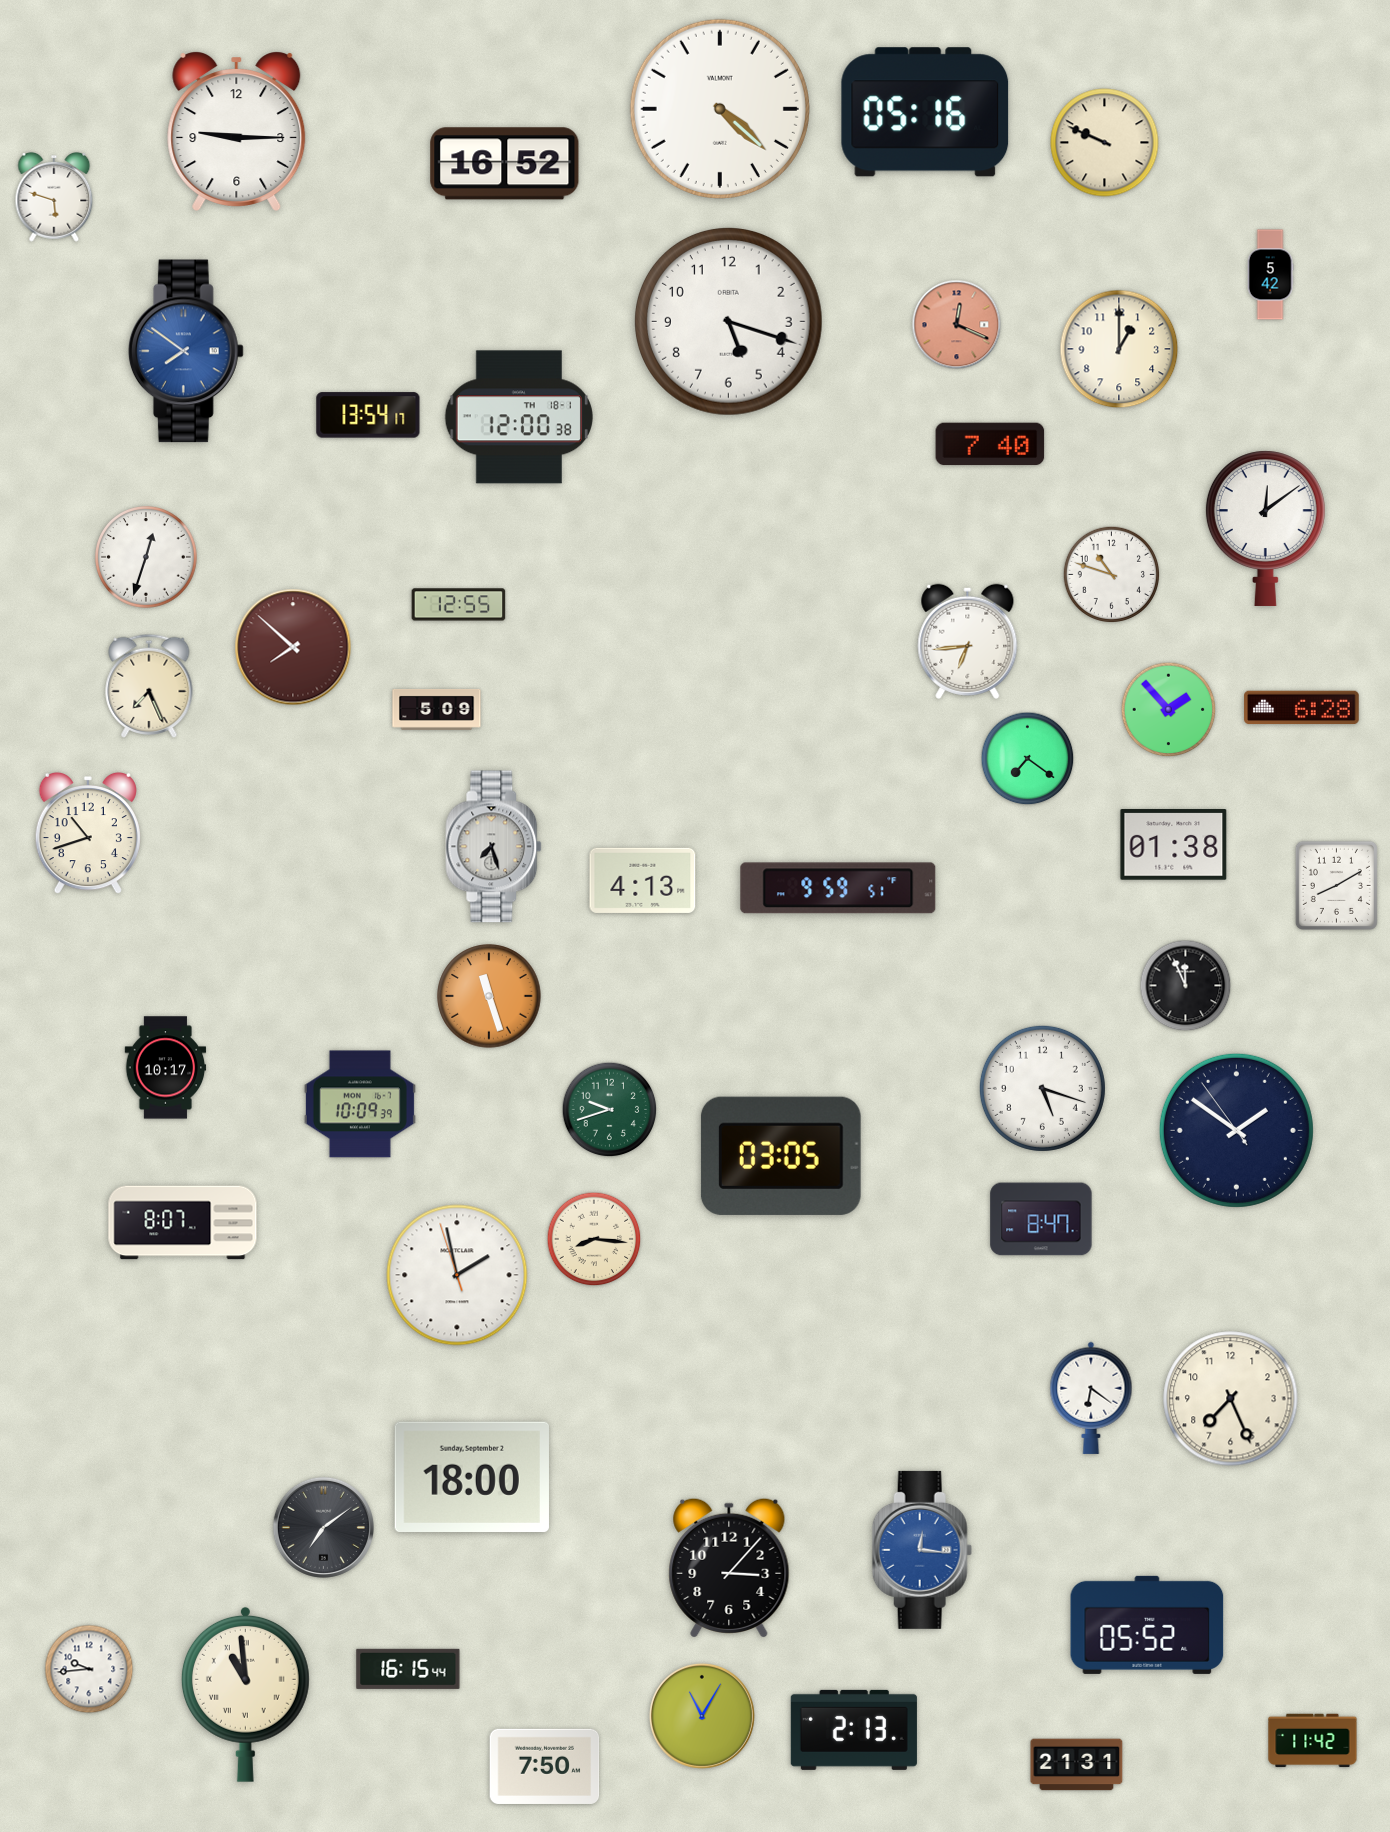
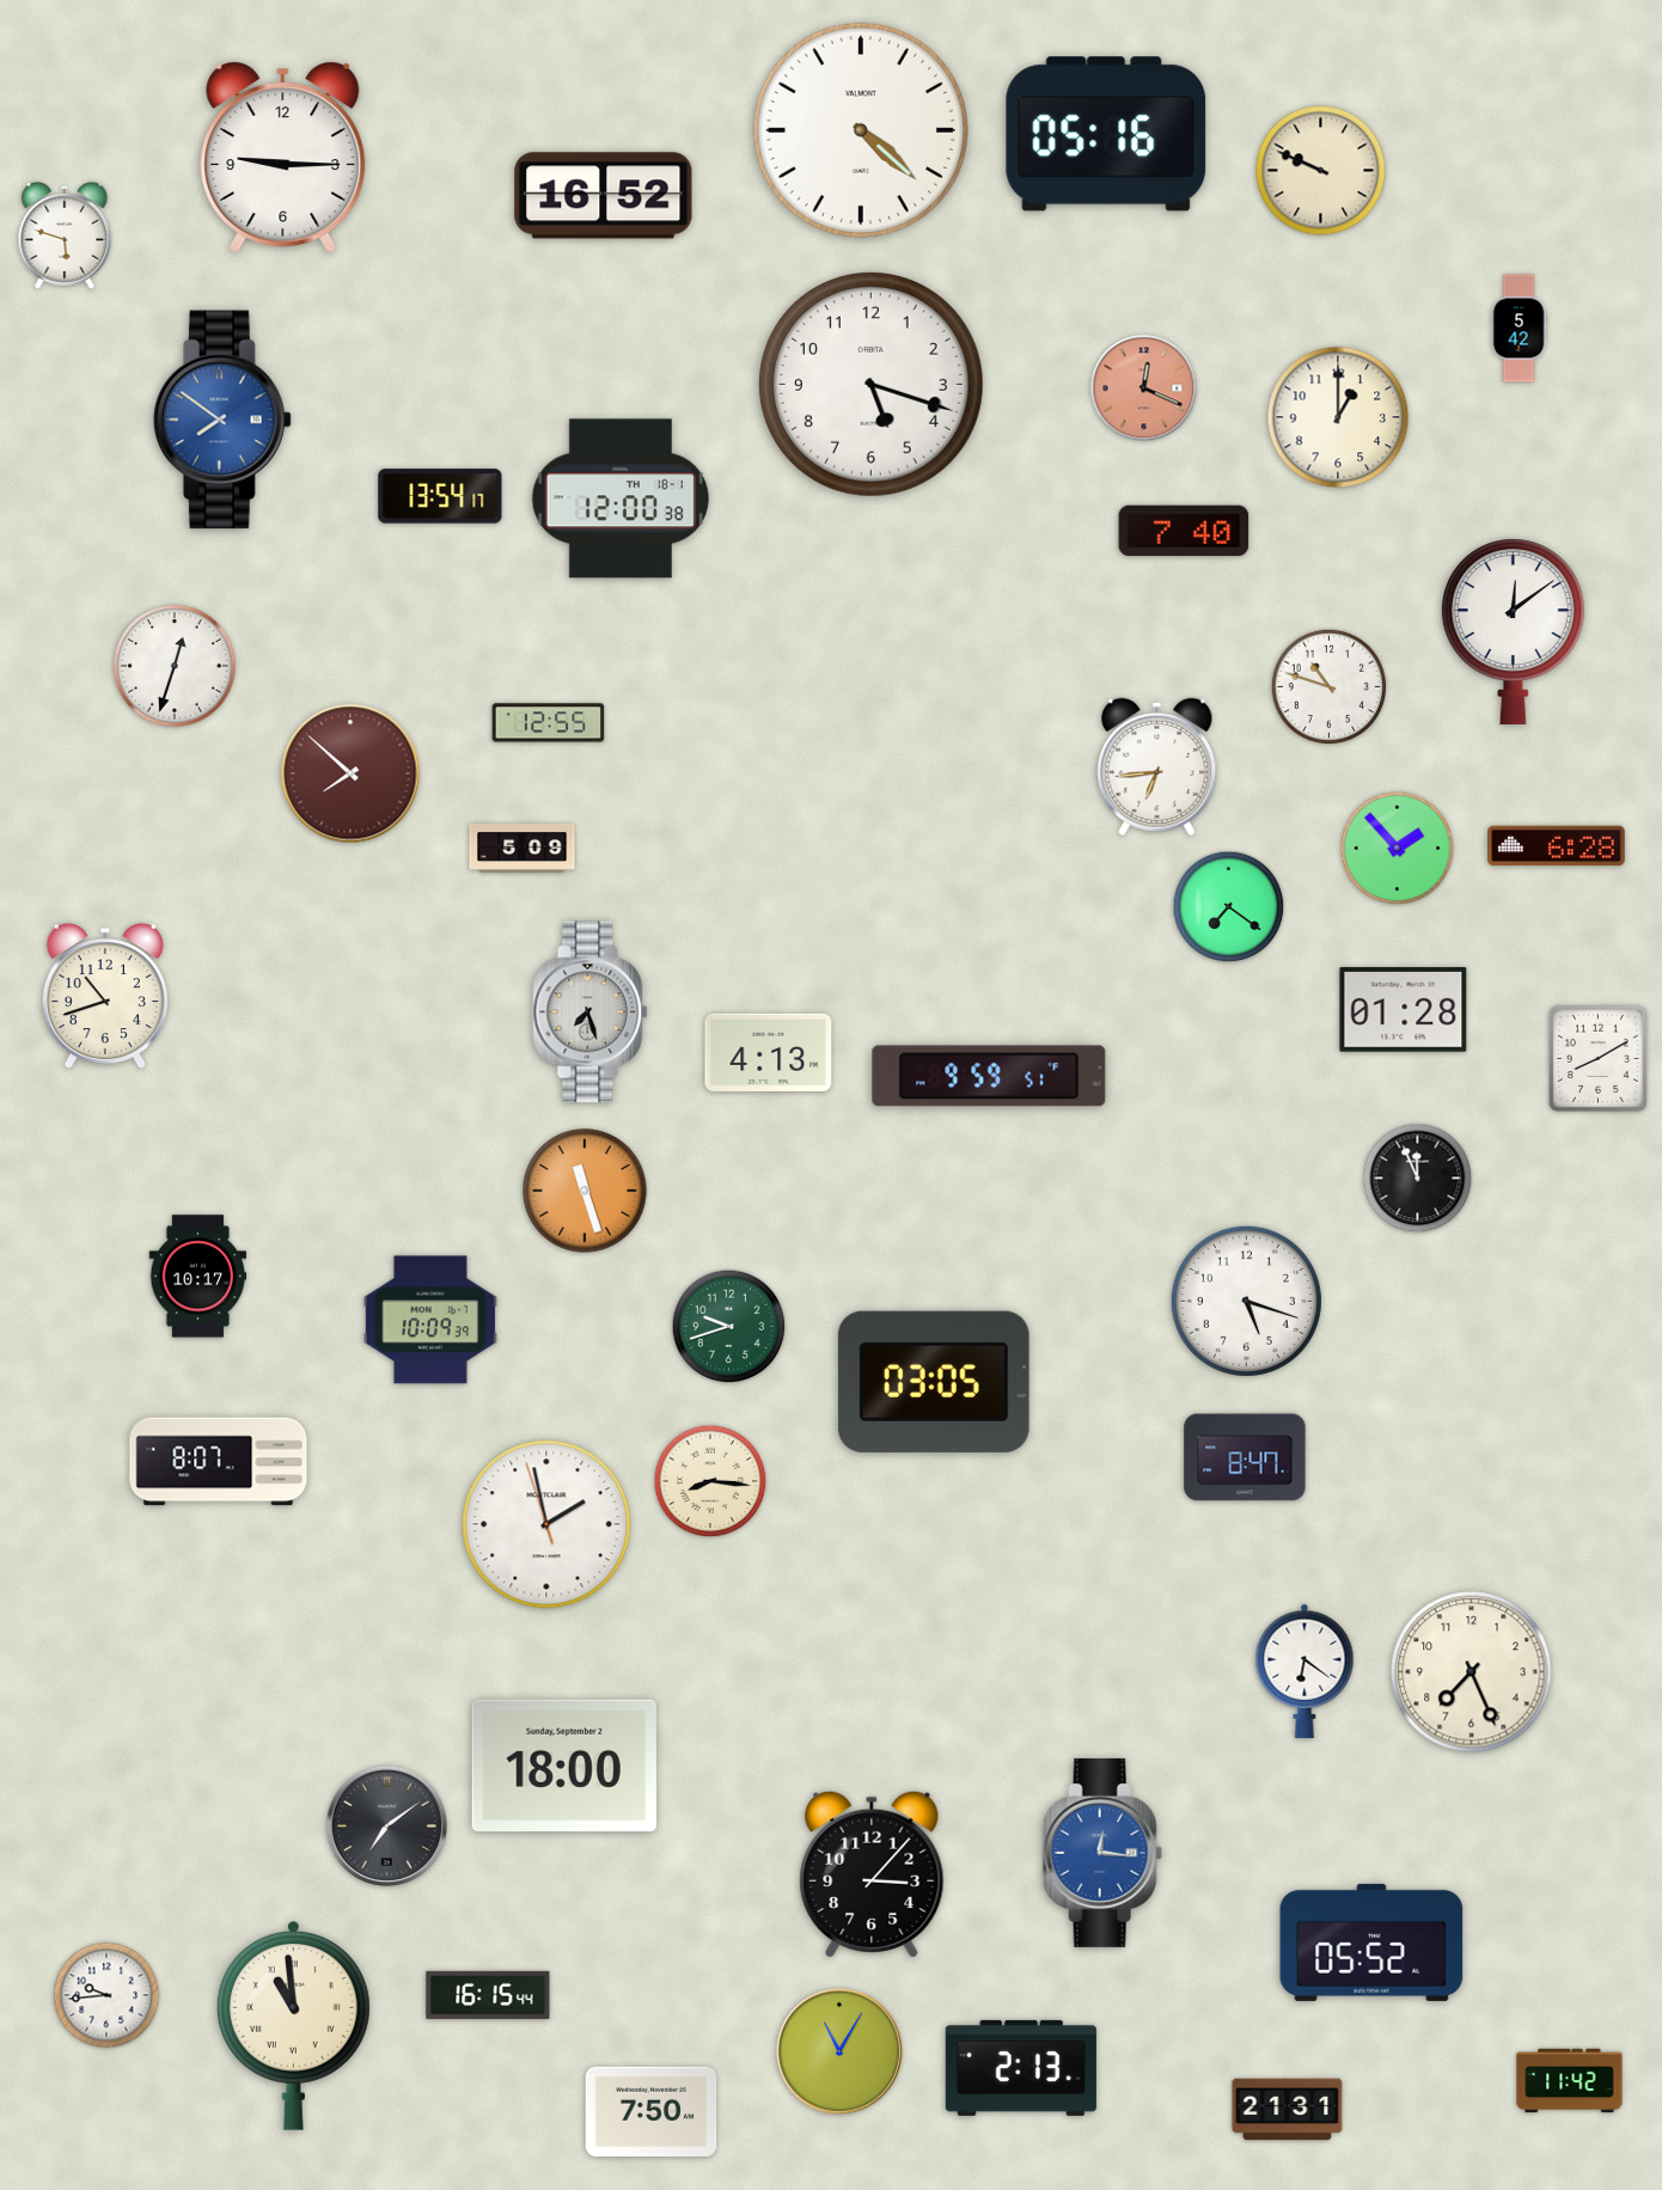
clock at (149, 685): 7:26 -> none
clock at (1174, 845): 01:38 -> 01:28
clock at (838, 888) position: (838, 888) -> (989, 1076)
clock at (1236, 1130): 1:50 -> none
